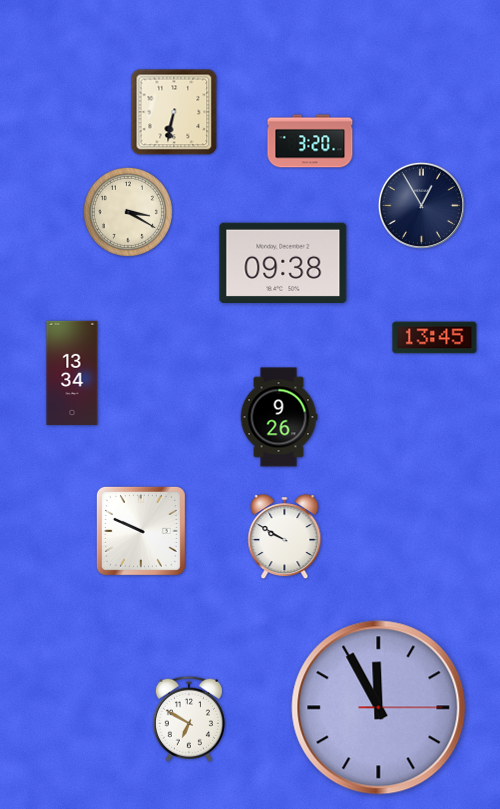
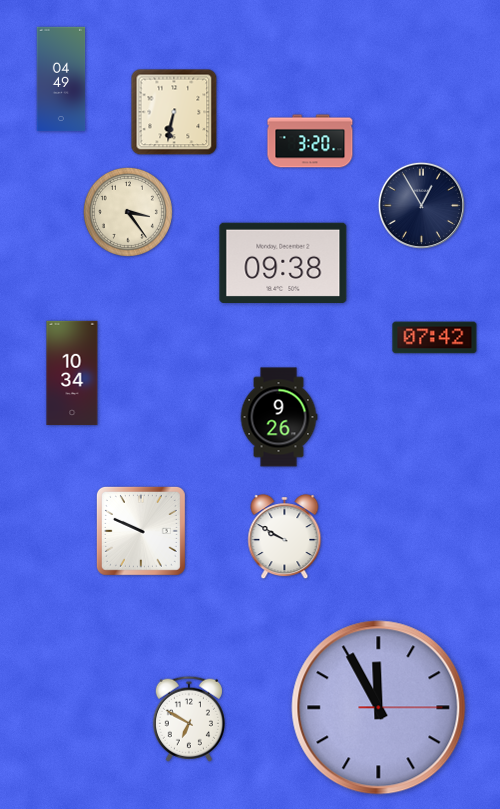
clock at (61, 79): none -> 04:49
clock at (128, 212): 3:20 -> 3:24
clock at (435, 338): 13:45 -> 07:42
clock at (72, 373): 13:34 -> 10:34
